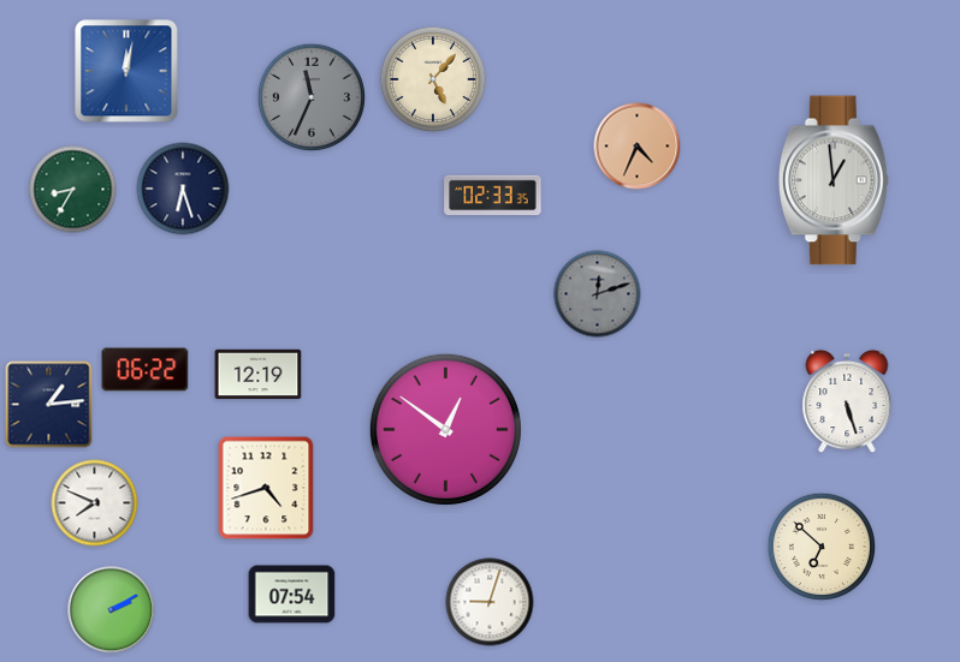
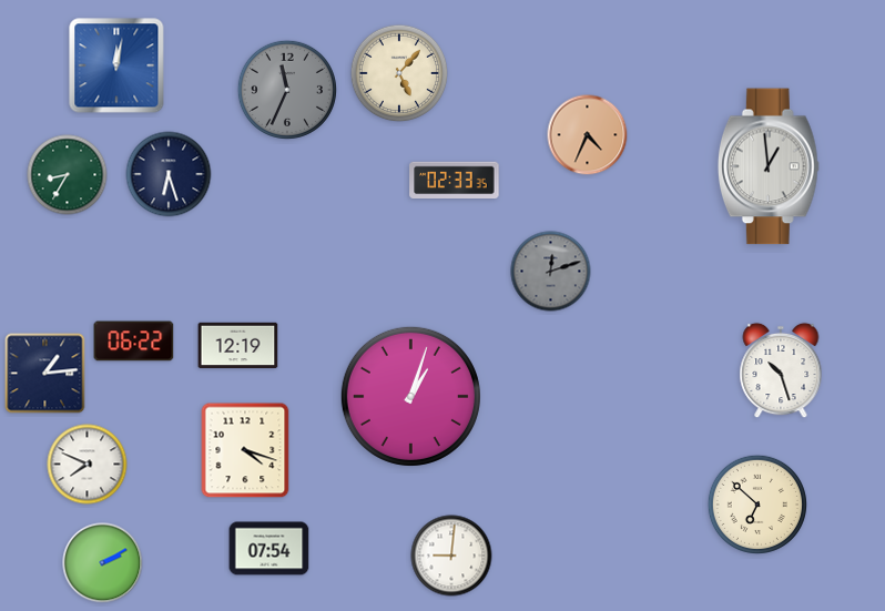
clock at (847, 401): 5:27 -> 10:27
clock at (445, 429): 12:51 -> 1:03
clock at (266, 488): 4:42 -> 4:18
clock at (490, 602): 9:03 -> 9:01
